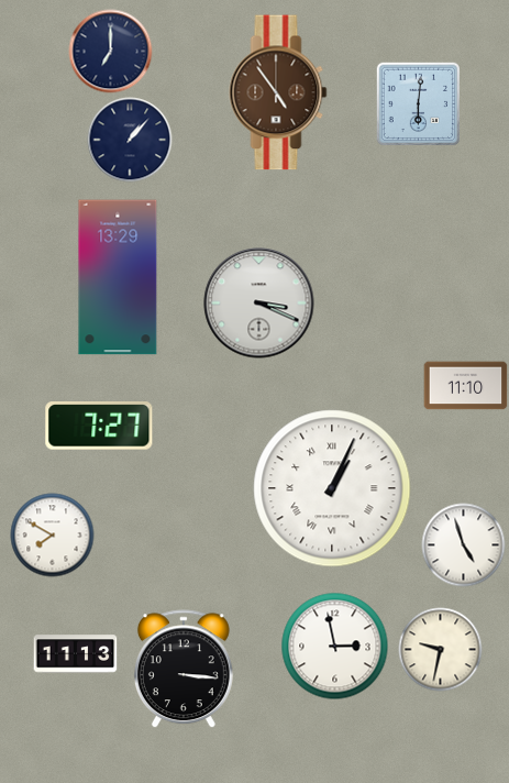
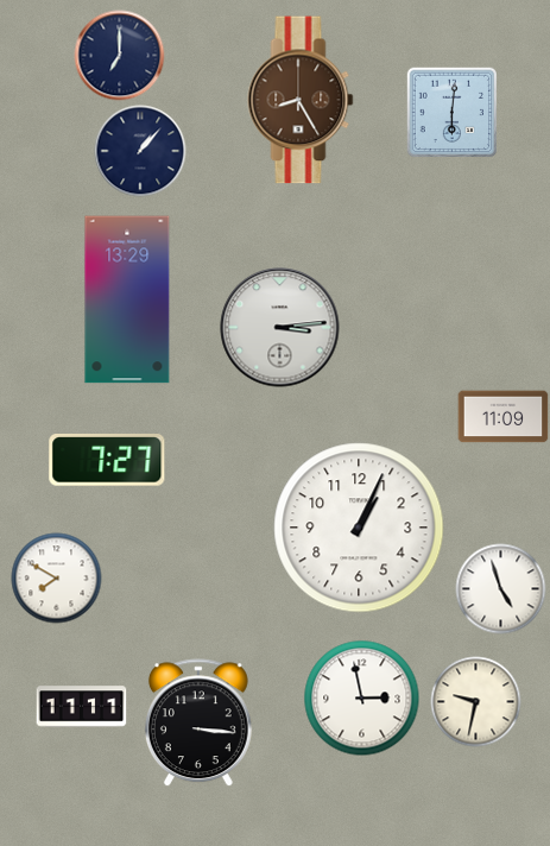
clock at (278, 92): 4:54 -> 8:25
clock at (259, 304): 3:19 -> 3:14
clock at (466, 386): 11:10 -> 11:09
clock at (332, 488) numerals: Roman -> Arabic
clock at (76, 654): 11:13 -> 11:11
